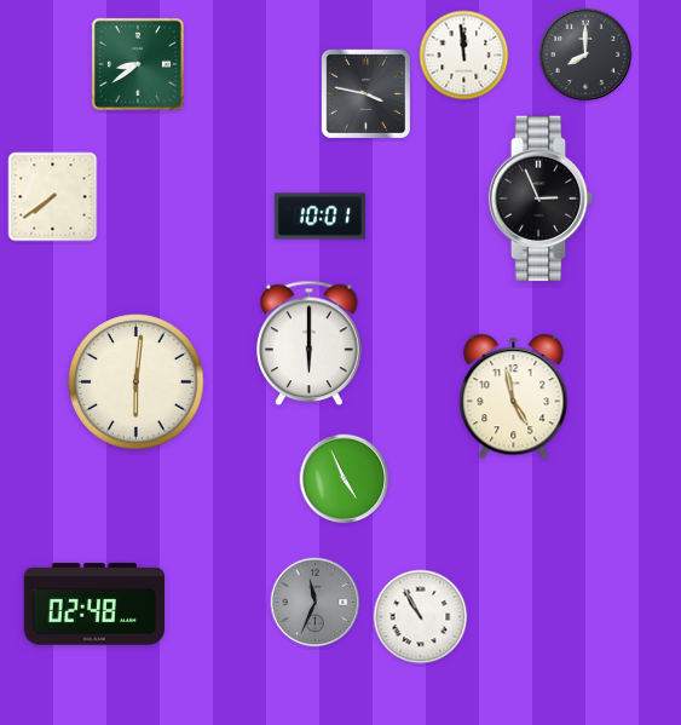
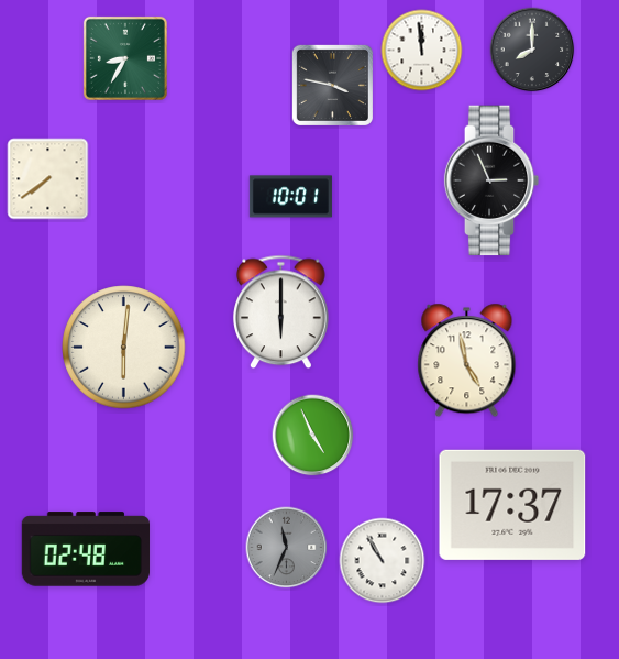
clock at (138, 64): 8:39 -> 8:35
clock at (512, 505): none -> 17:37
